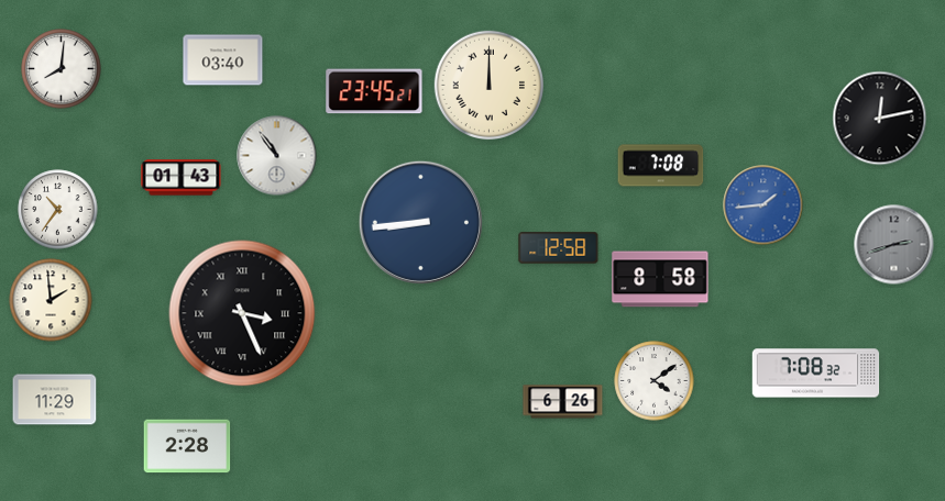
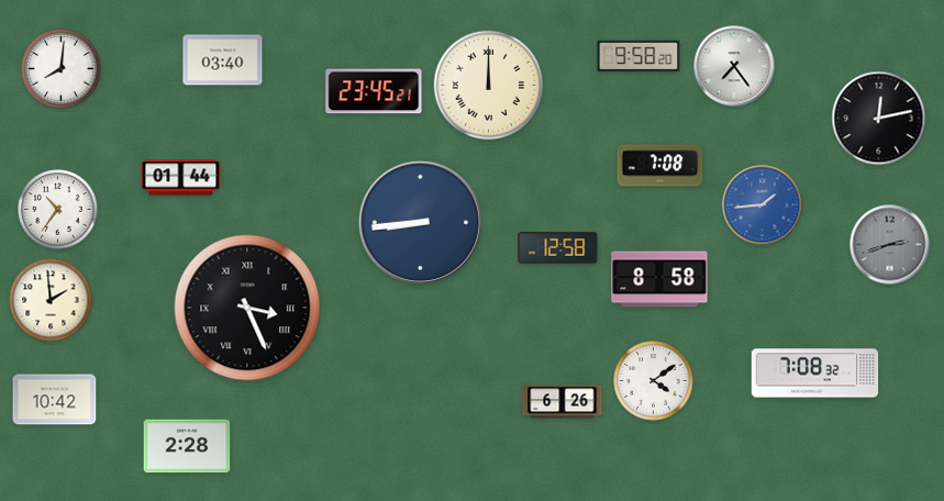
clock at (638, 56): none -> 9:58
clock at (734, 66): none -> 7:24
clock at (277, 156): 10:54 -> none
clock at (182, 178): 01:43 -> 01:44
clock at (894, 245) position: (894, 245) -> (890, 245)
clock at (242, 313) position: (242, 313) -> (247, 308)
clock at (55, 400): 11:29 -> 10:42
